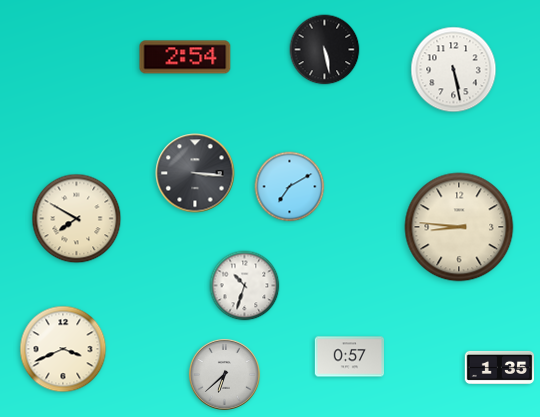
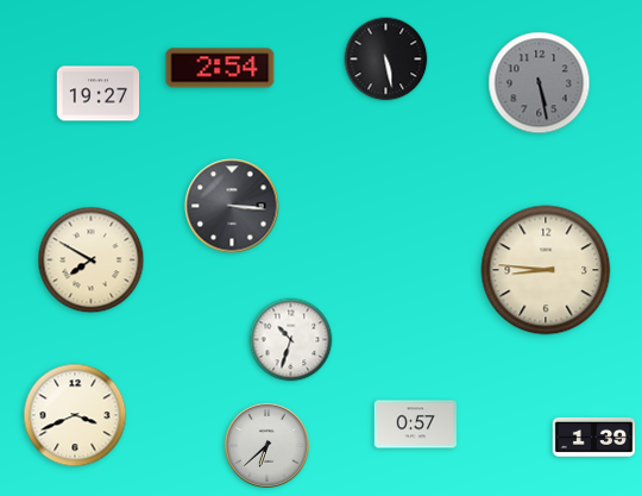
clock at (454, 70) dial: white -> grey
clock at (99, 94): none -> 19:27
clock at (290, 187): 7:10 -> none
clock at (500, 367): 1:35 -> 1:39
